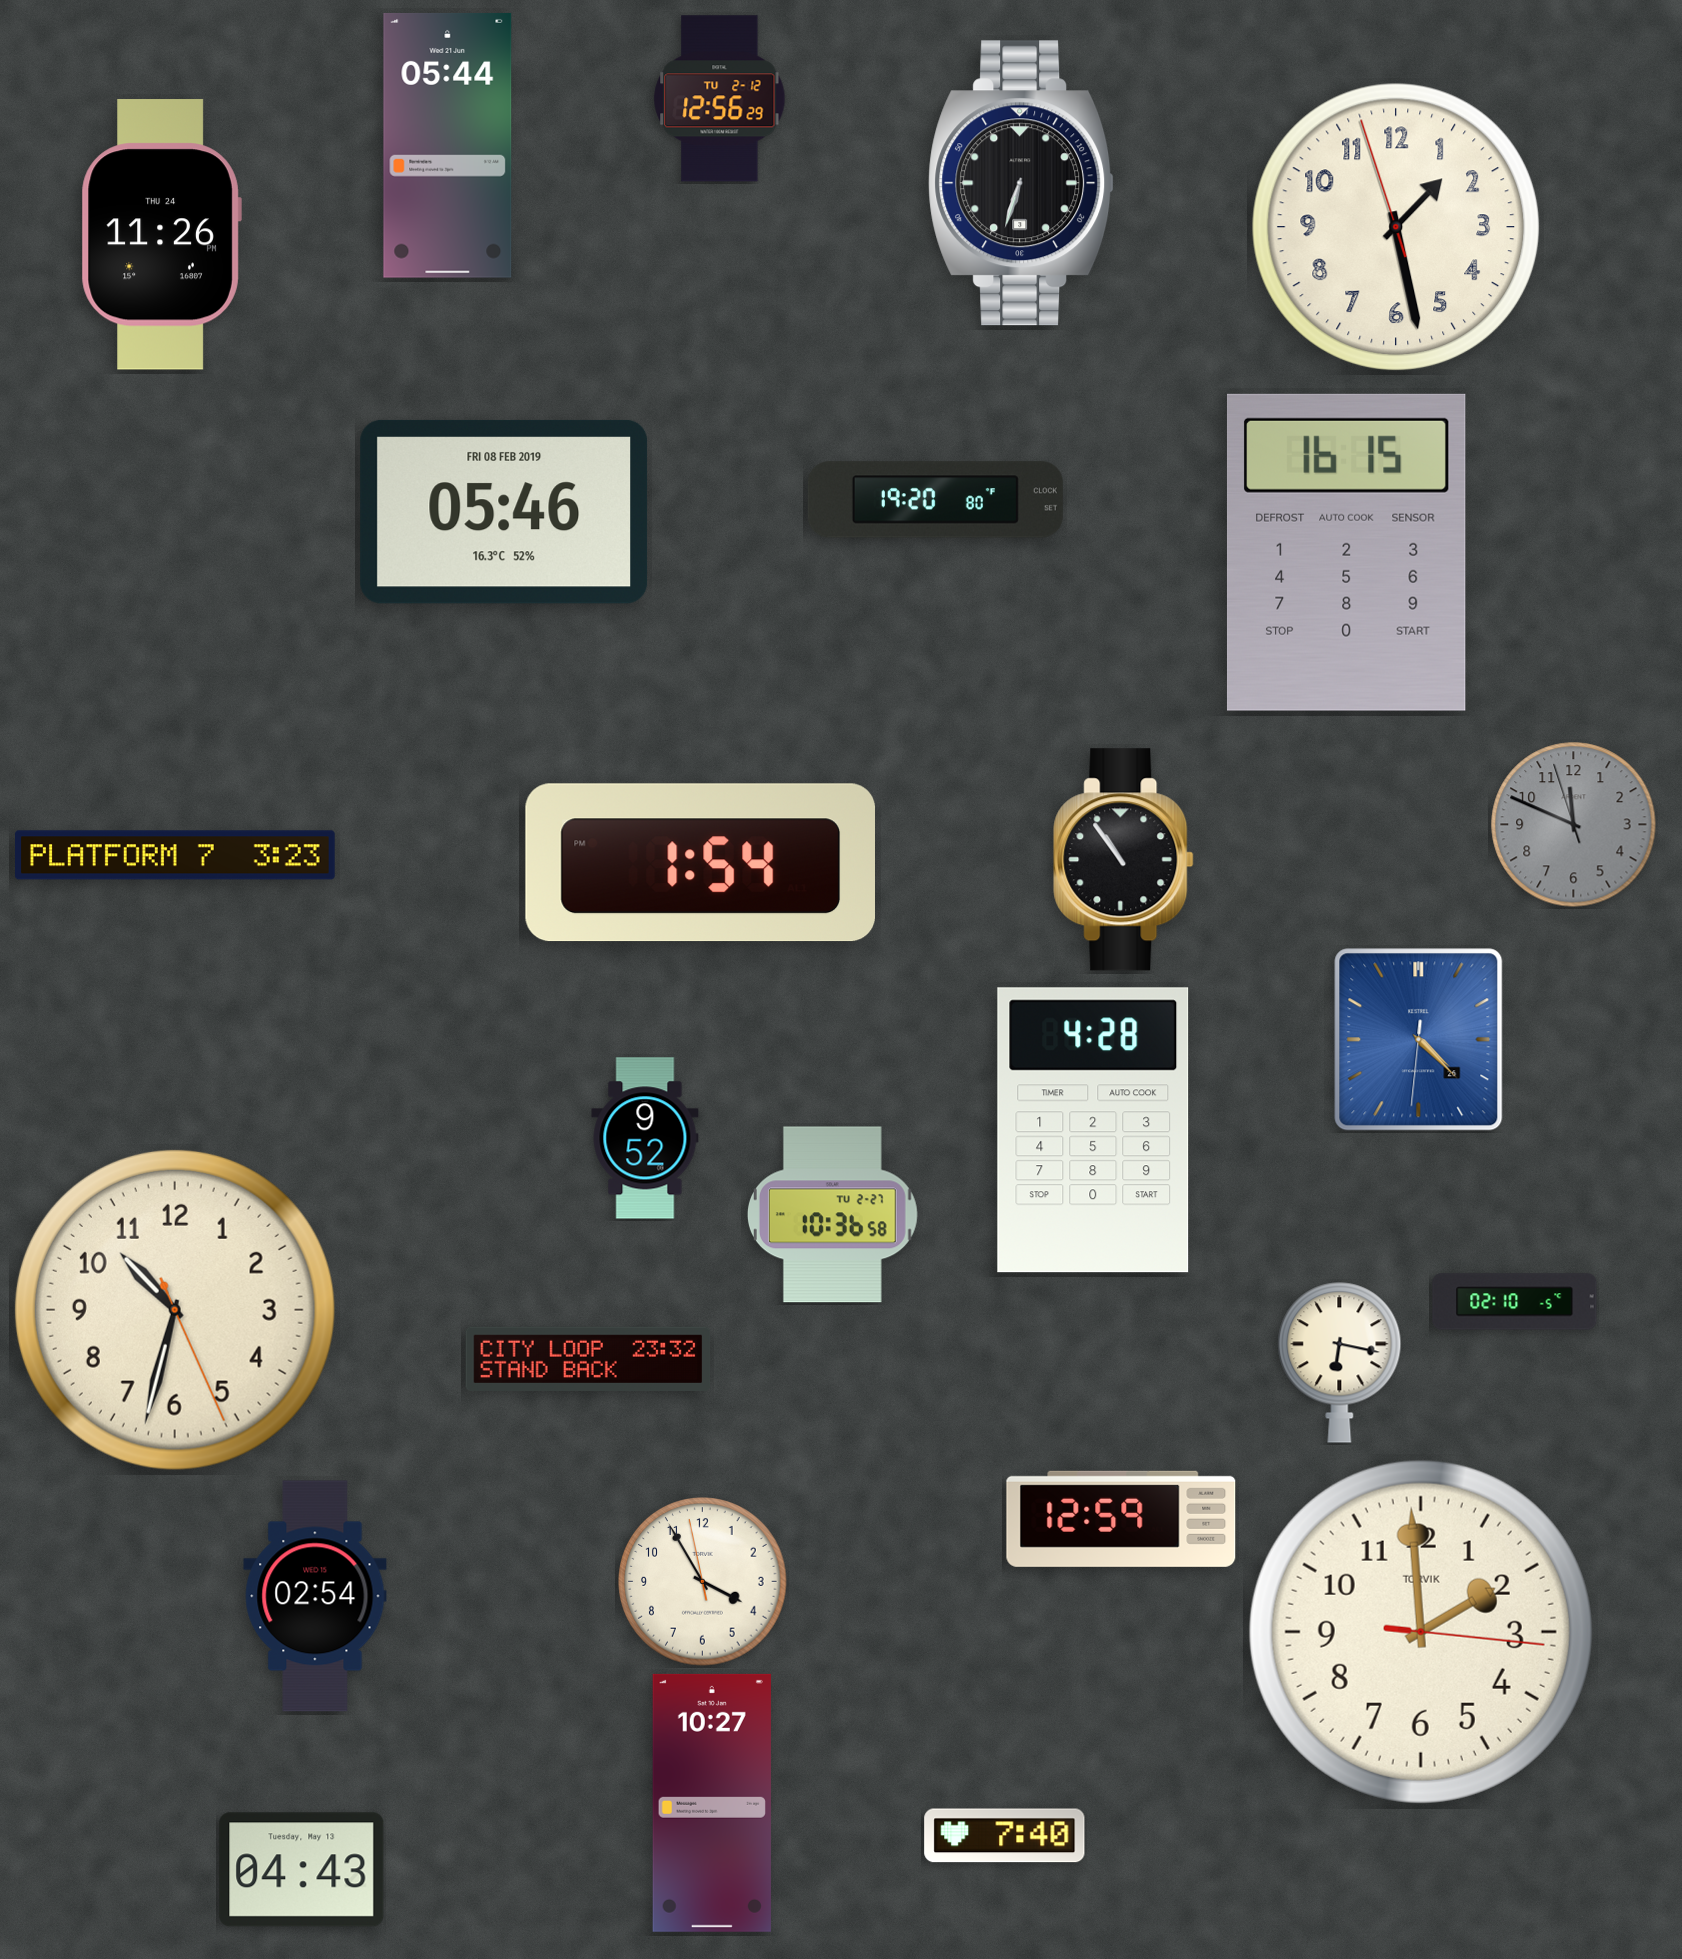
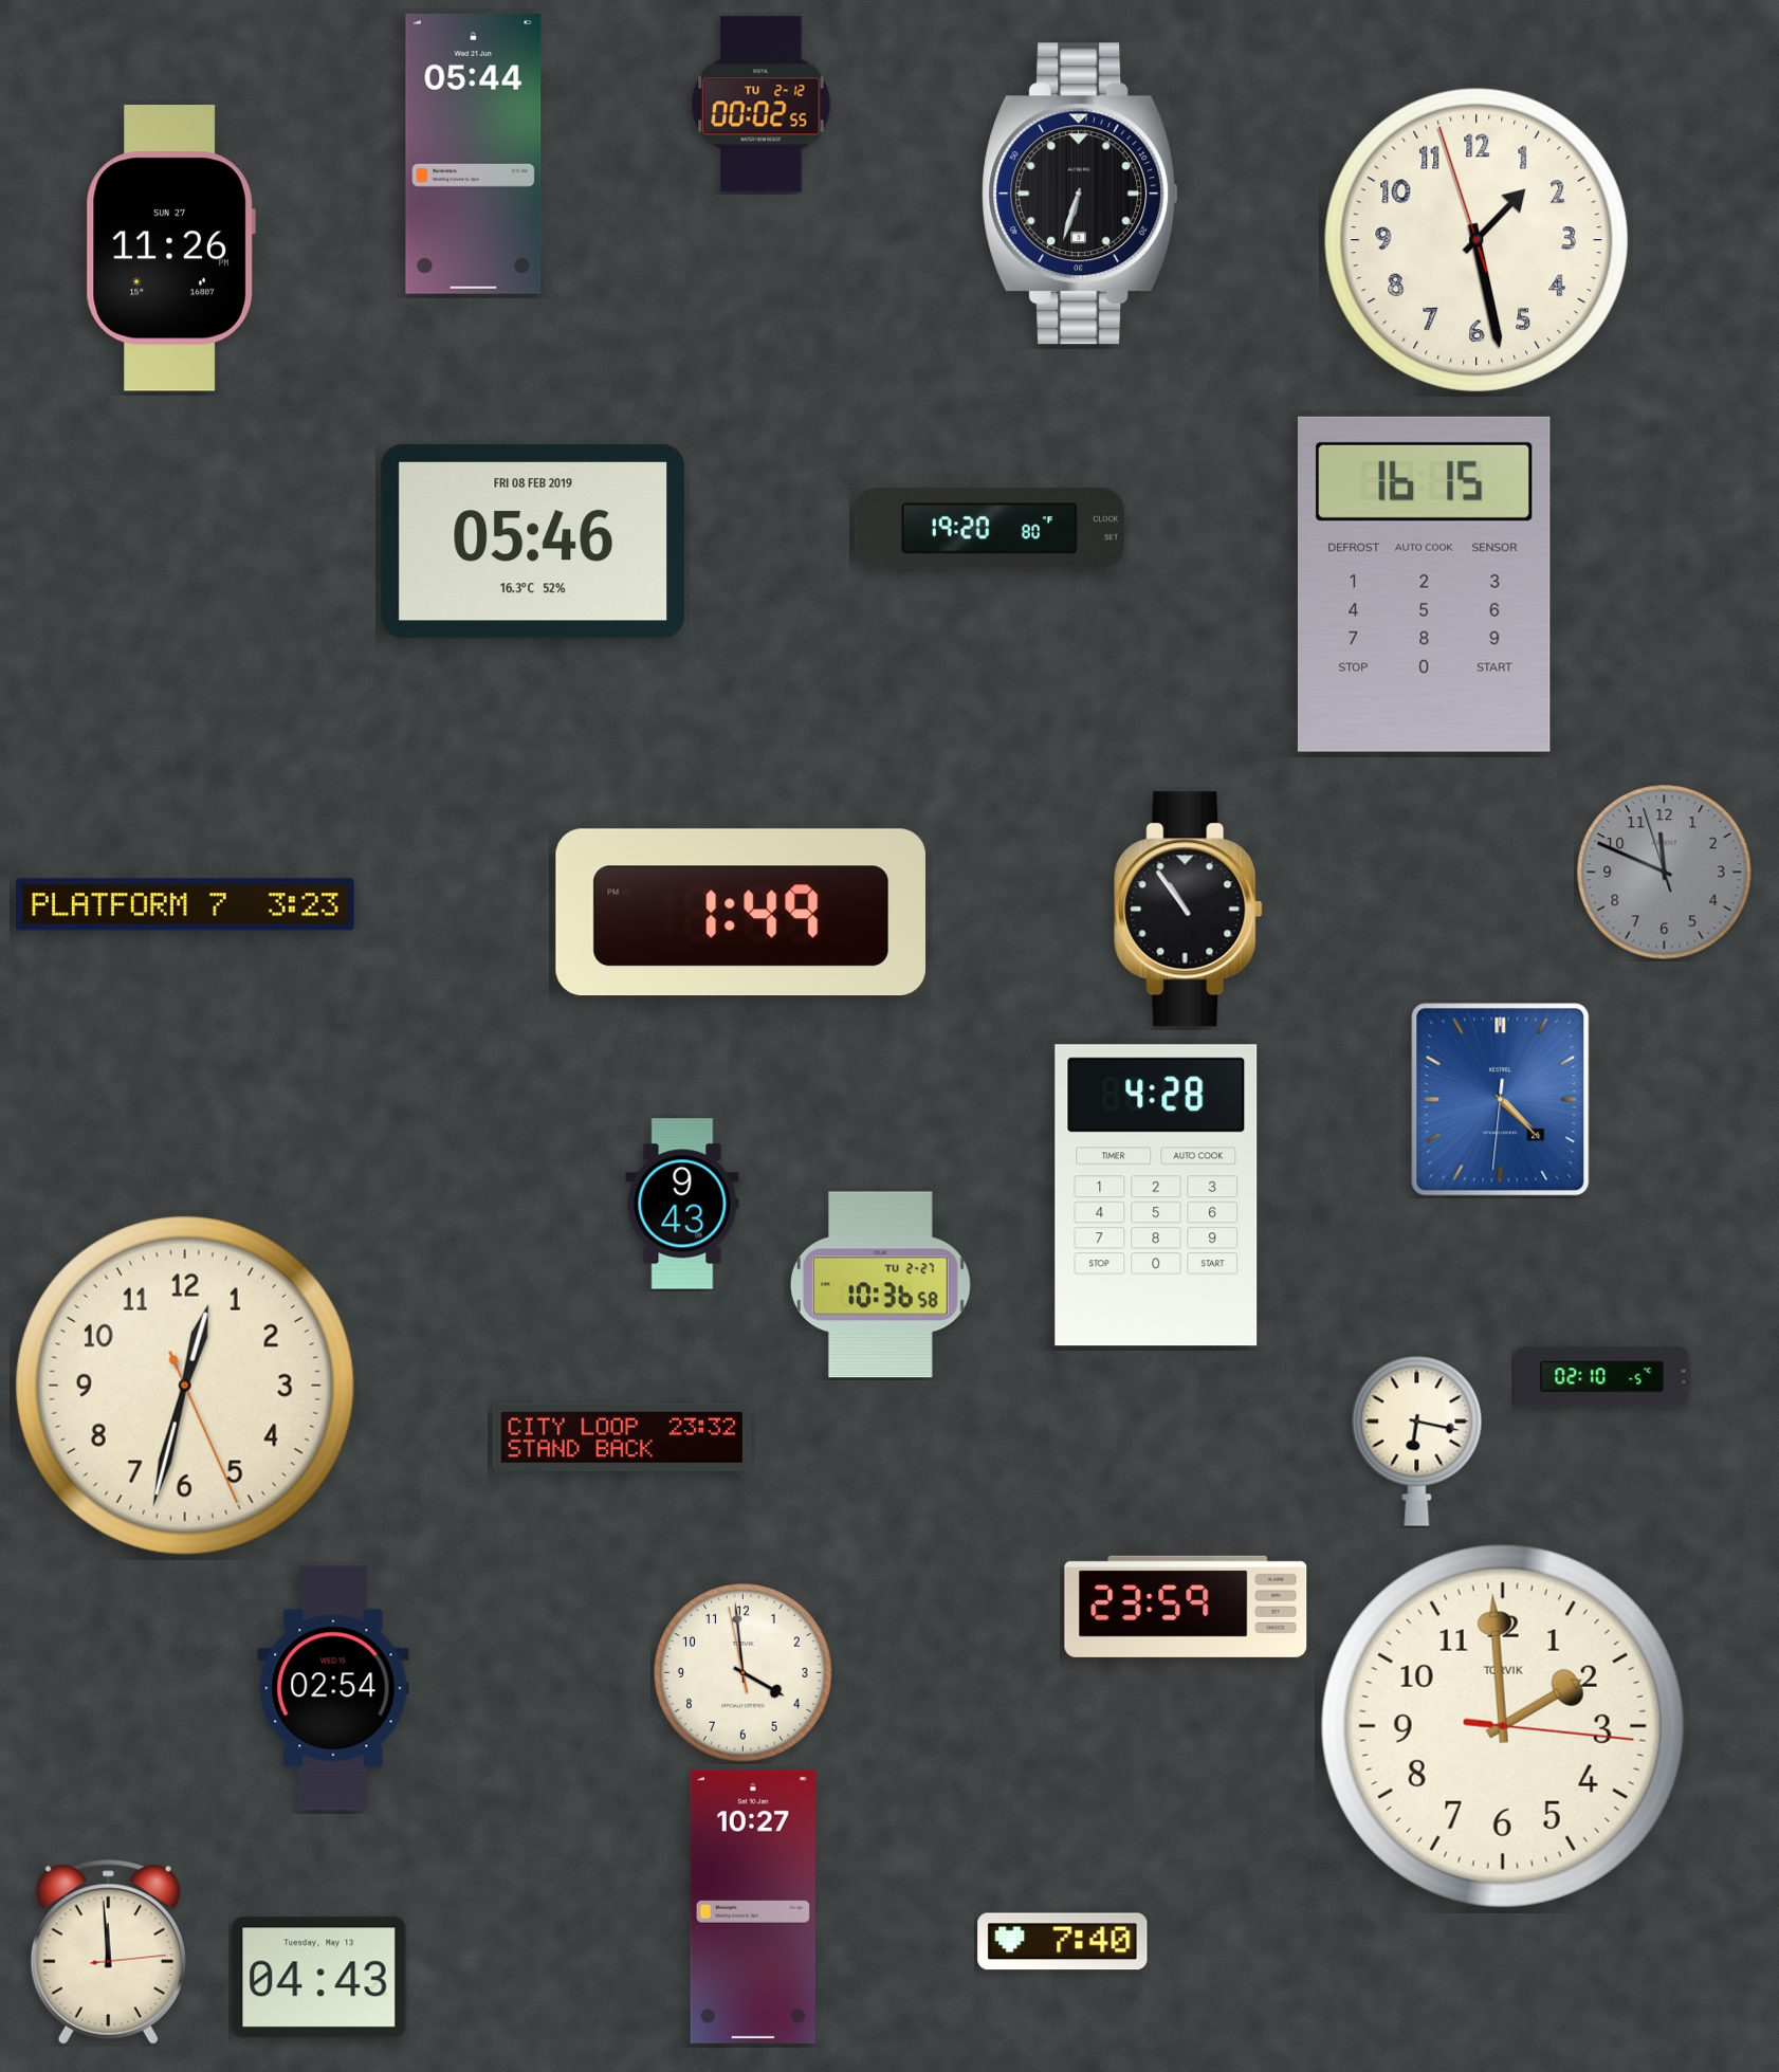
clock at (720, 99): 12:56 -> 00:02
clock at (161, 235) date: THU 24 -> SUN 27
clock at (700, 863): 1:54 -> 1:49
clock at (645, 1138): 9:52 -> 9:43
clock at (175, 1310): 10:32 -> 12:32
clock at (1121, 1519): 12:59 -> 23:59
clock at (703, 1582): 3:54 -> 3:58
clock at (108, 1952): none -> 11:59
